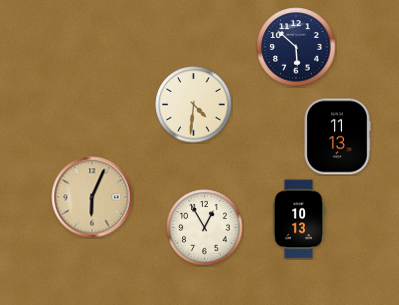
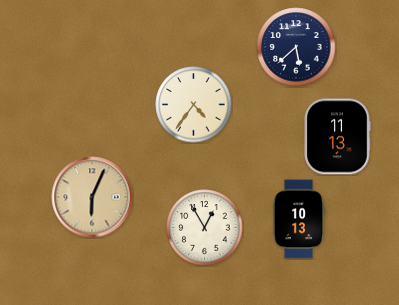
clock at (296, 47): 5:52 -> 5:38
clock at (194, 105): 4:31 -> 4:36
